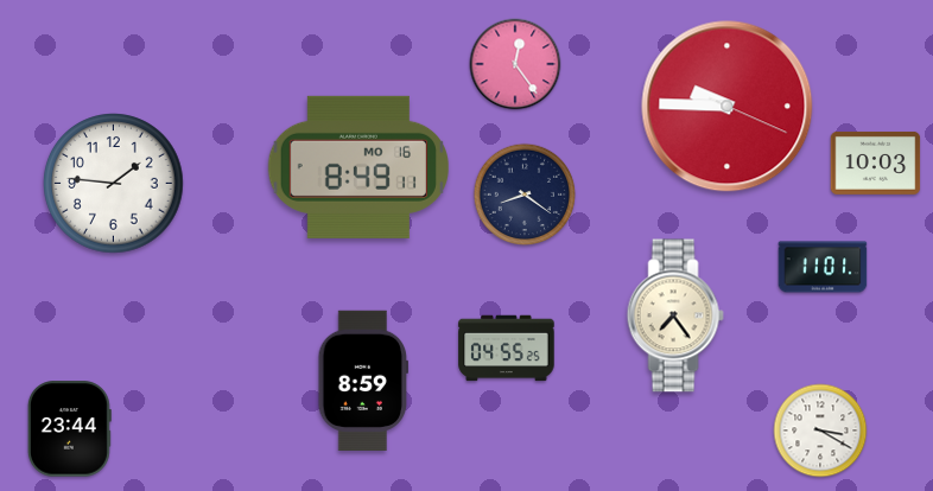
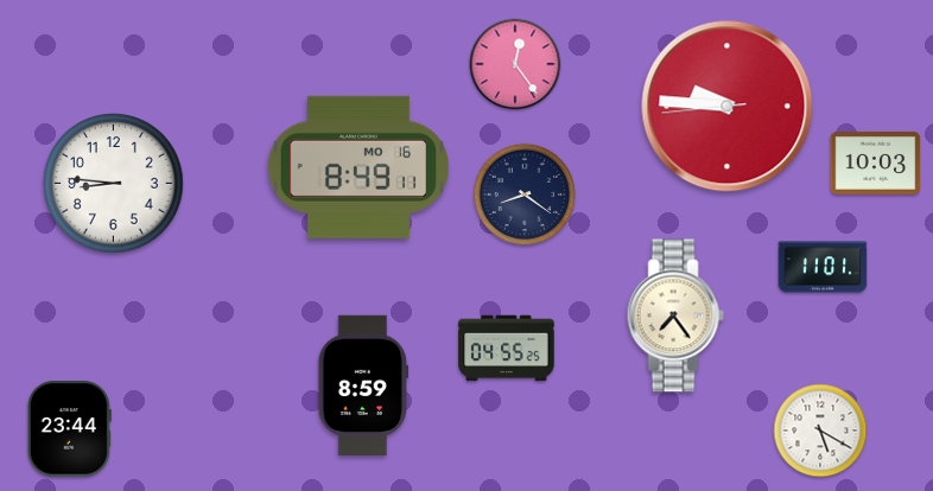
clock at (728, 107): 9:45:19 -> 9:45:44
clock at (114, 184): 1:46 -> 8:46
clock at (362, 380) position: (362, 380) -> (362, 384)
clock at (820, 431): 3:20 -> 5:20
